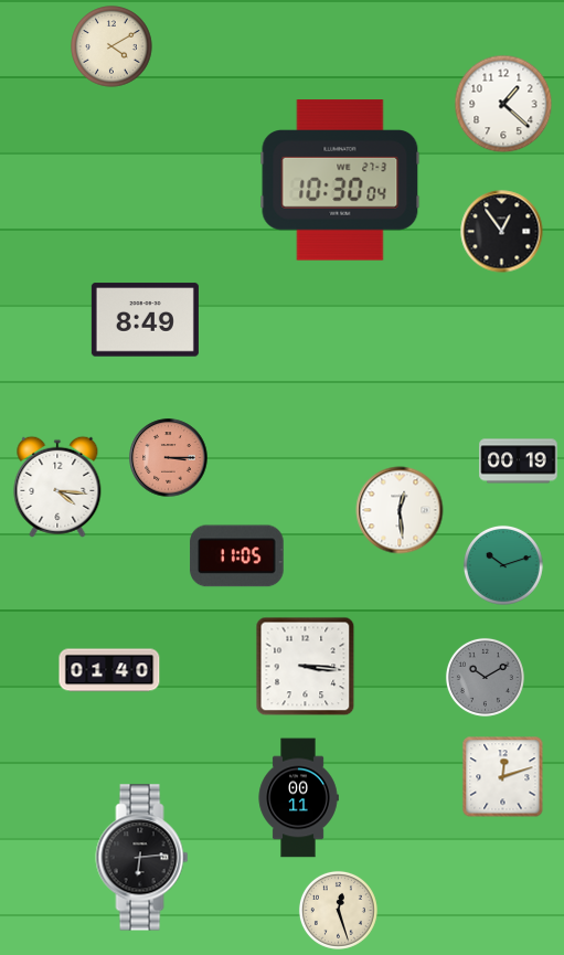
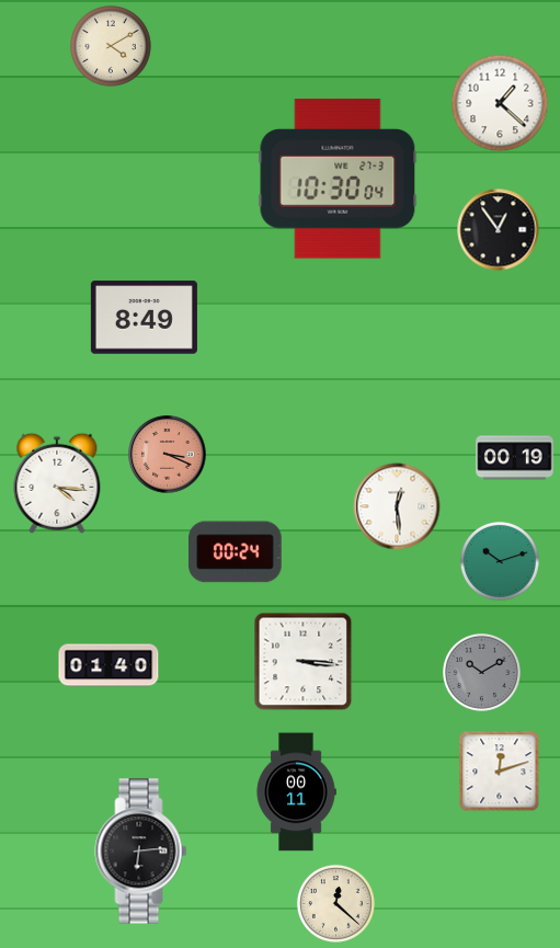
clock at (169, 458): 3:15 -> 3:19
clock at (237, 556): 11:05 -> 00:24
clock at (338, 910): 12:27 -> 12:22
